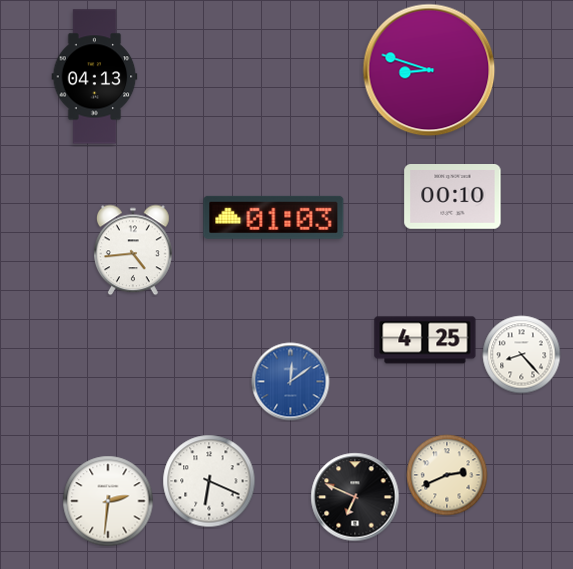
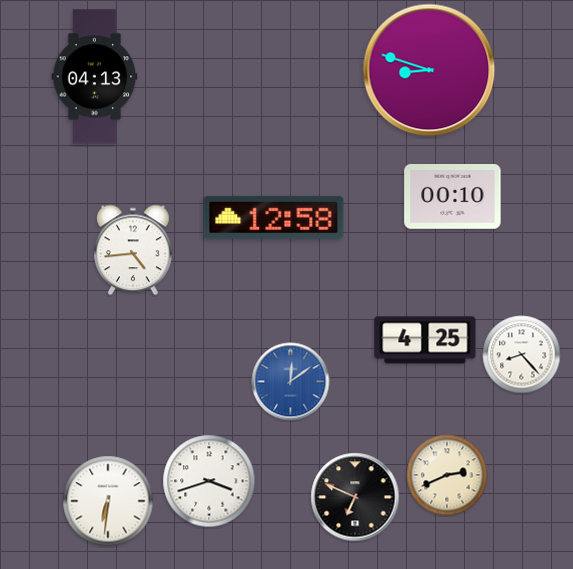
clock at (274, 217): 01:03 -> 12:58
clock at (209, 481): 6:19 -> 3:42
clock at (108, 501): 2:31 -> 6:31
